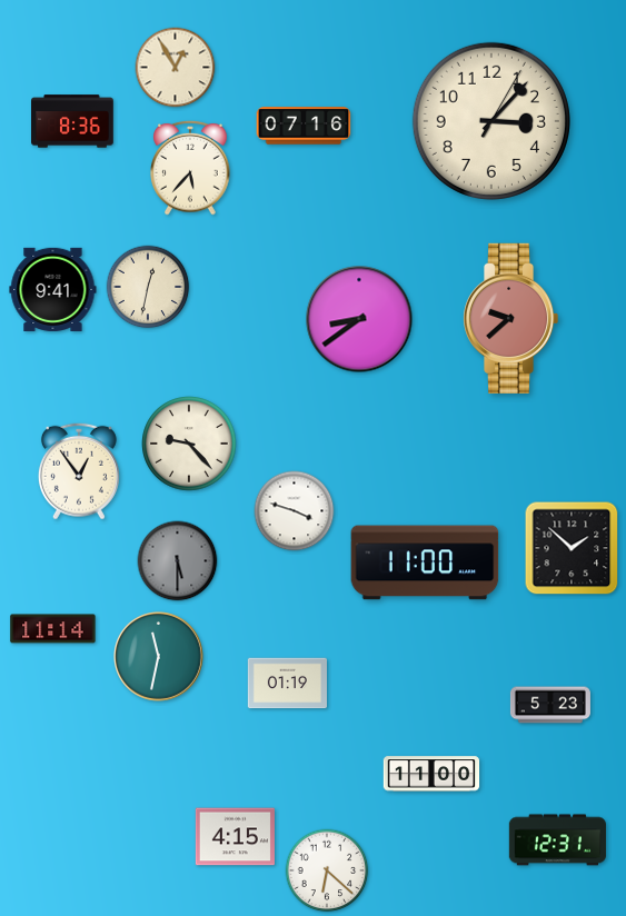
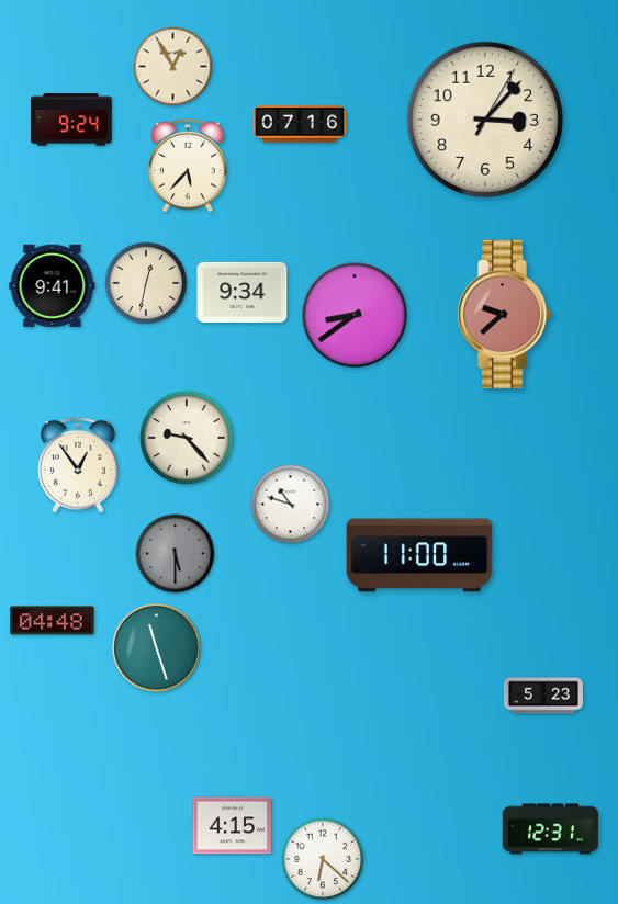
clock at (72, 121): 8:36 -> 9:24
clock at (243, 292): none -> 9:34
clock at (295, 511): 3:48 -> 10:48
clock at (572, 548): 1:52 -> none
clock at (53, 629): 11:14 -> 04:48
clock at (159, 657): 11:32 -> 11:27
clock at (287, 684): 01:19 -> none
clock at (431, 774): 11:00 -> none
